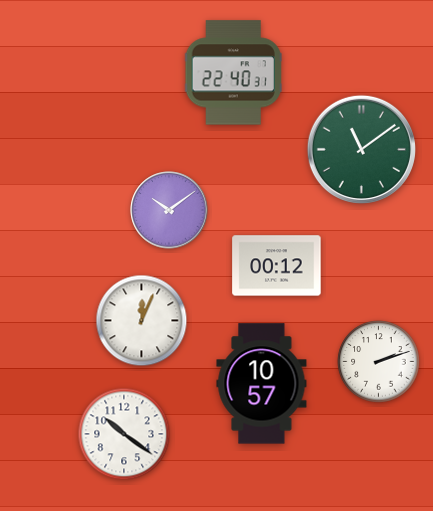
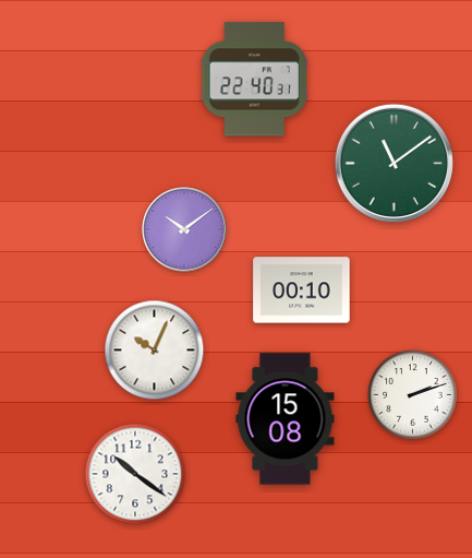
clock at (277, 266): 00:12 -> 00:10
clock at (142, 321): 12:04 -> 10:04
clock at (262, 384): 10:57 -> 15:08
